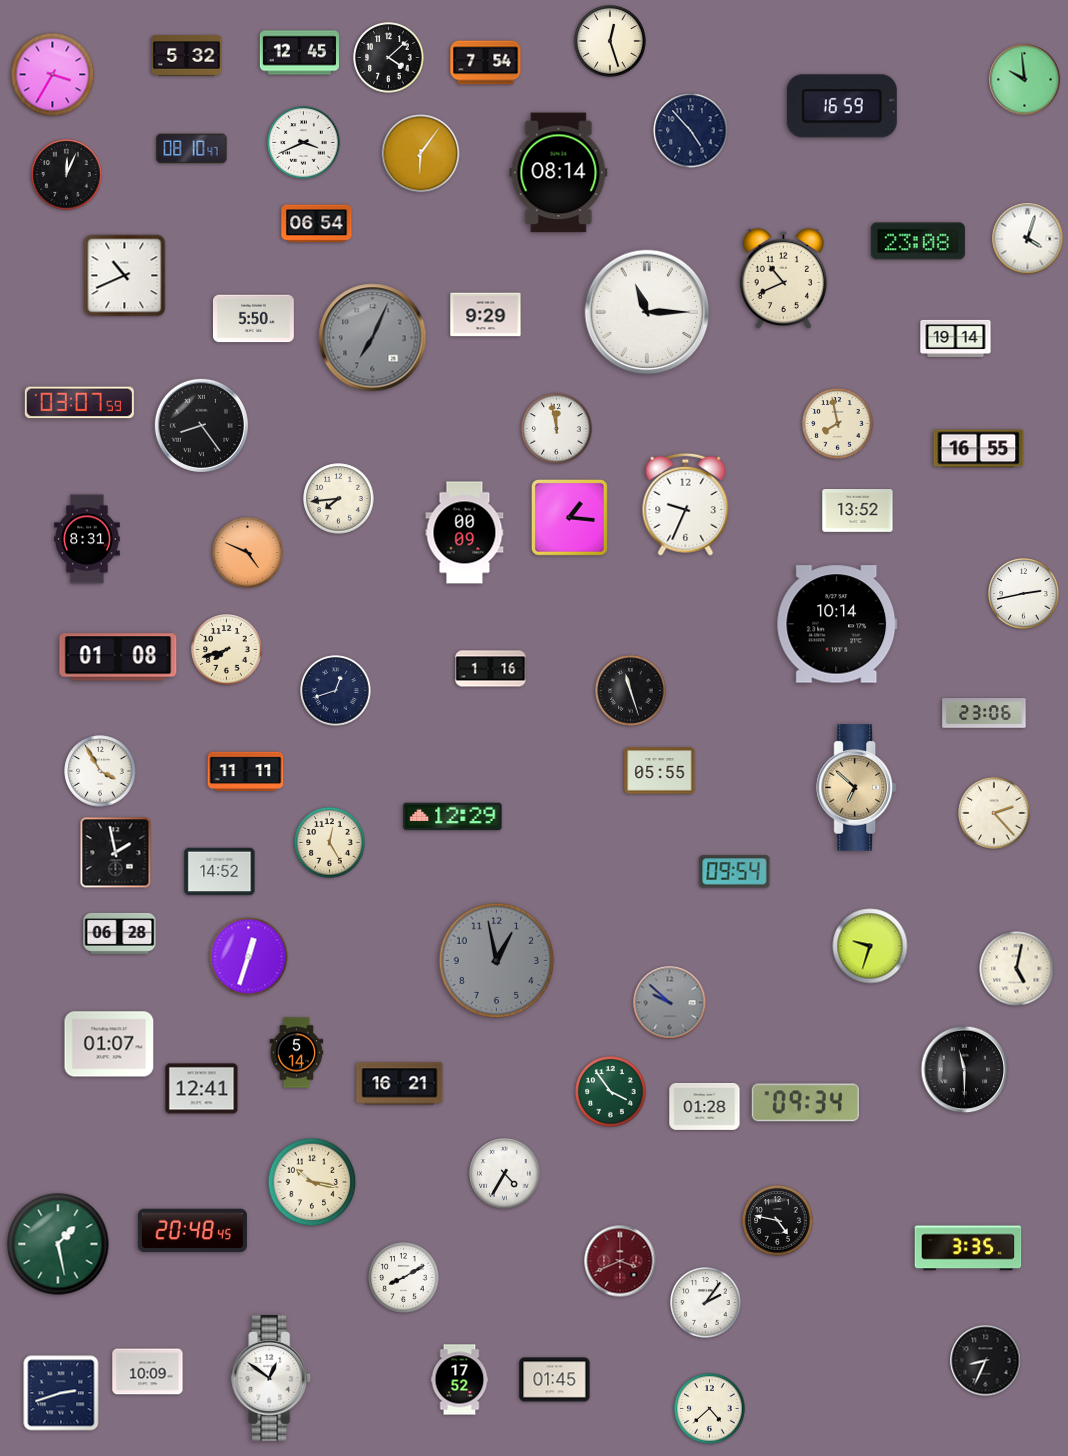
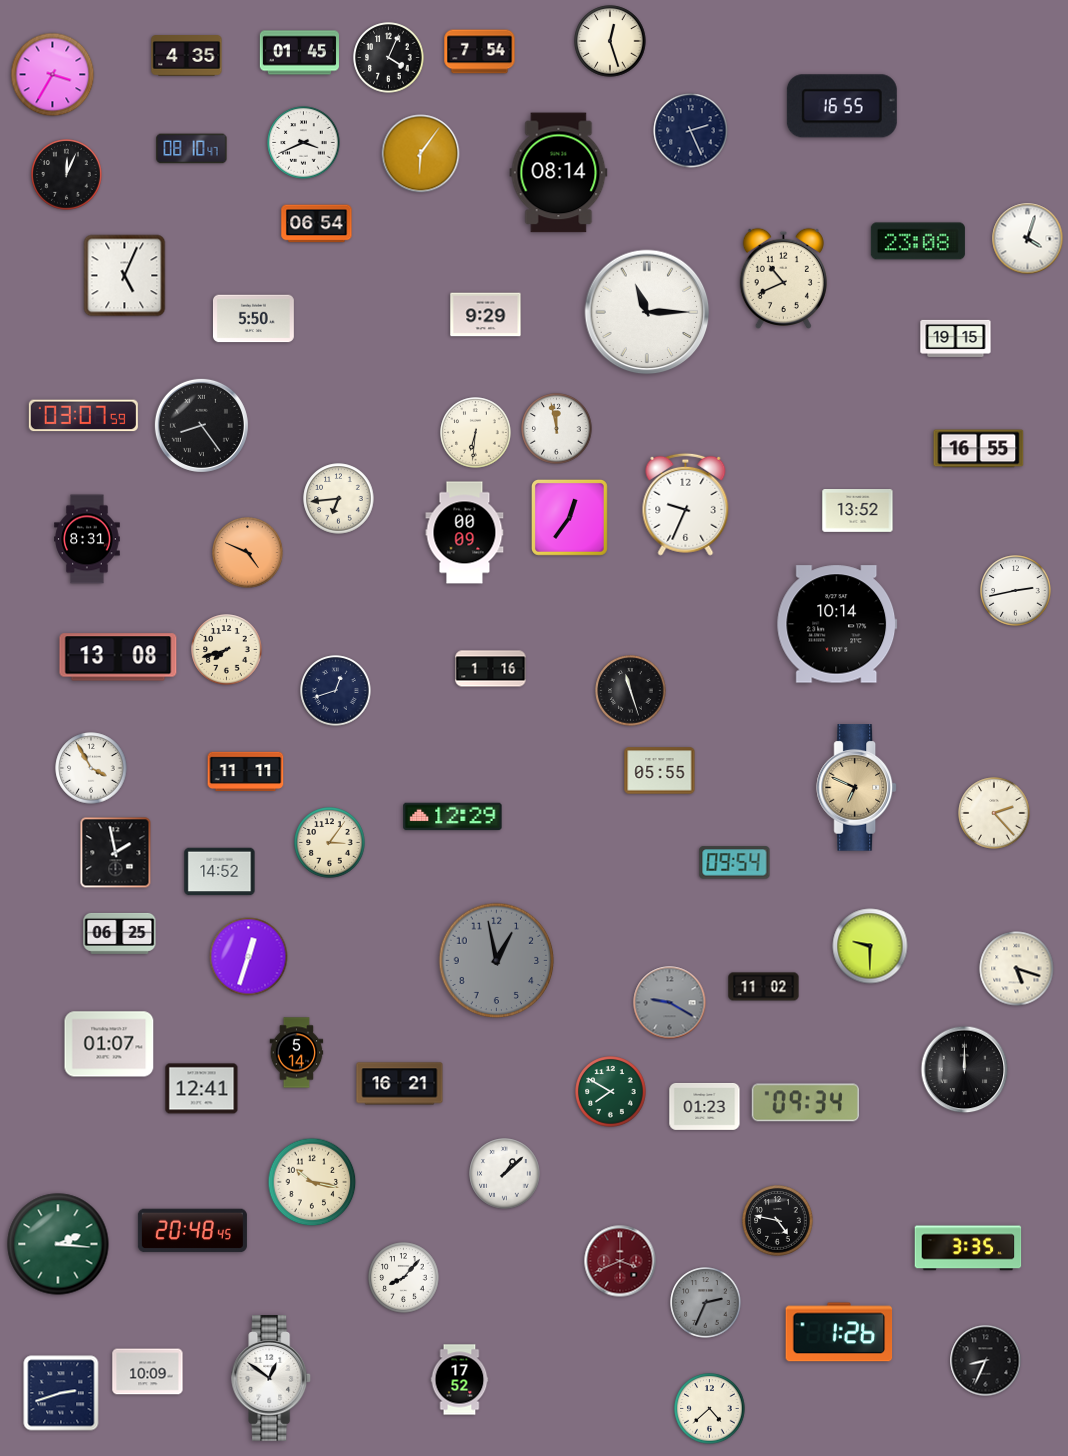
clock at (299, 53): 12:45 -> 01:45
clock at (187, 56): 5:32 -> 4:35
clock at (389, 58): 4:08 -> 4:04
clock at (486, 63) position: (486, 63) -> (480, 52)
clock at (1025, 80): 9:59 -> none
clock at (842, 106): 16:59 -> 16:55
clock at (691, 131): 4:53 -> 2:26
clock at (125, 276): 10:41 -> 5:04
clock at (373, 338): 7:04 -> none
clock at (956, 338): 19:14 -> 19:15
clock at (79, 403) position: (79, 403) -> (83, 416)
clock at (838, 424): 7:58 -> none
clock at (476, 433): none -> 6:31
clock at (339, 499): 7:44 -> 6:44
clock at (569, 517): 1:16 -> 12:36
clock at (1024, 594) position: (1024, 594) -> (1016, 591)
clock at (118, 657): 01:08 -> 13:08
clock at (984, 713): 23:06 -> none
clock at (100, 771) position: (100, 771) -> (91, 768)
clock at (856, 788): 6:52 -> 6:49
clock at (330, 843): 12:25 -> 3:06
clock at (735, 872) position: (735, 872) -> (735, 863)
clock at (120, 933): 06:28 -> 06:25
clock at (870, 946): 9:33 -> 9:30
clock at (1017, 969): 5:02 -> 5:18
clock at (764, 987): none -> 11:02
clock at (670, 1003): 9:52 -> 9:20
clock at (965, 1070): 11:30 -> 12:00
clock at (611, 1092): 3:54 -> 7:50
clock at (705, 1106): 01:28 -> 01:23
clock at (505, 1174): 4:35 -> 1:08
clock at (58, 1244): 1:28 -> 2:16
clock at (404, 1278): 8:10 -> 8:07
clock at (706, 1303): 2:06 -> 2:34
clock at (706, 1303) dial: white -> grey
clock at (839, 1332): none -> 1:26
clock at (555, 1380): 01:45 -> none
